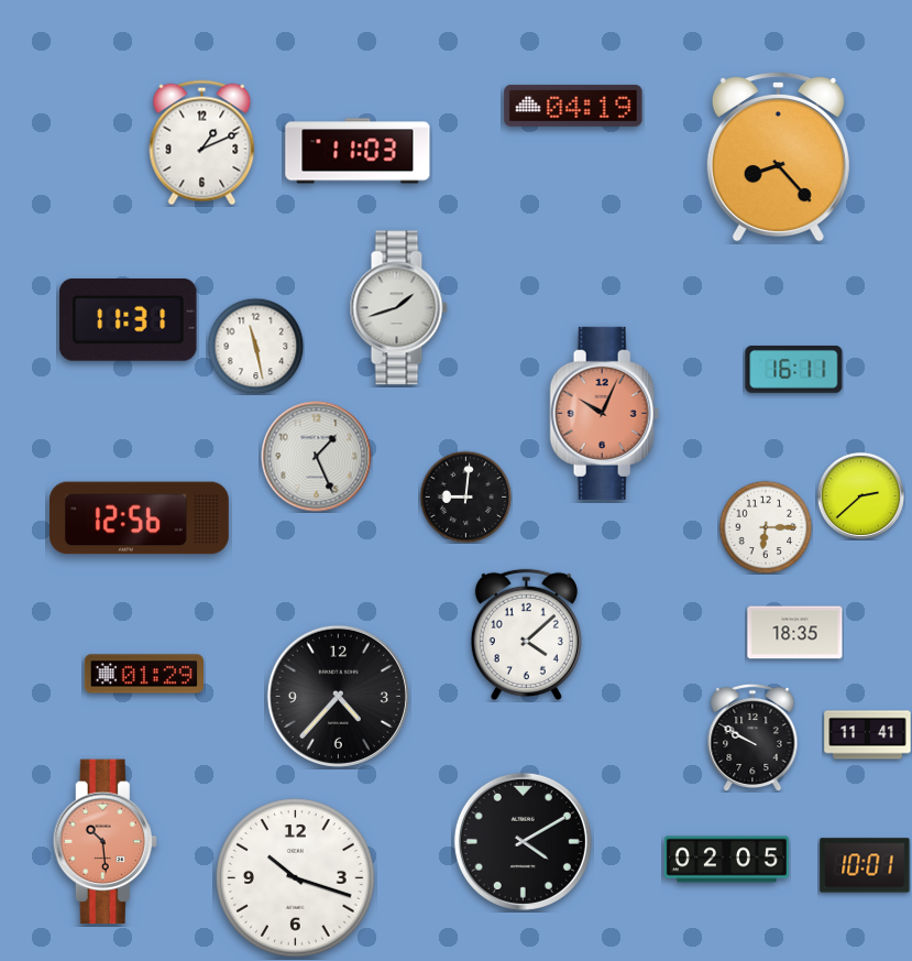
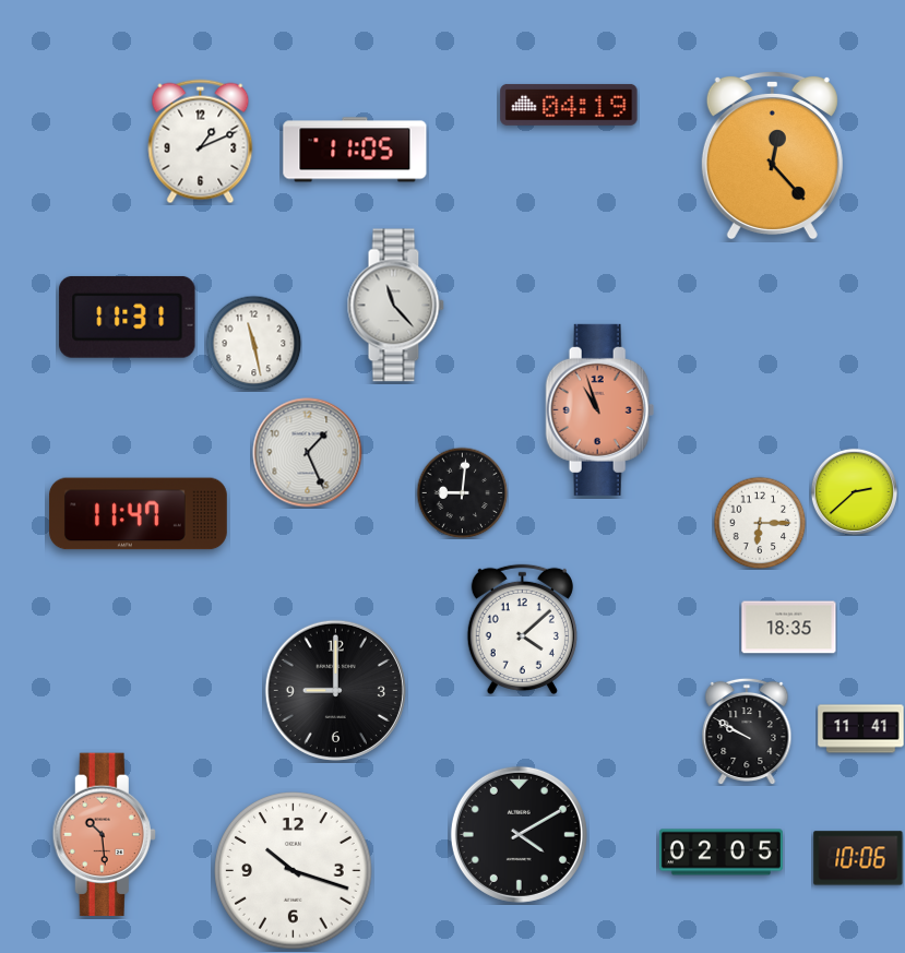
clock at (358, 151): 11:03 -> 11:05
clock at (778, 156): 8:23 -> 12:23
clock at (398, 308): 1:42 -> 11:23
clock at (794, 369): 16:11 -> none
clock at (605, 413): 10:04 -> 10:57
clock at (317, 457) position: (317, 457) -> (308, 453)
clock at (140, 518): 12:56 -> 11:47
clock at (143, 674): 01:29 -> none
clock at (338, 696): 4:37 -> 9:00
clock at (865, 865): 10:01 -> 10:06
